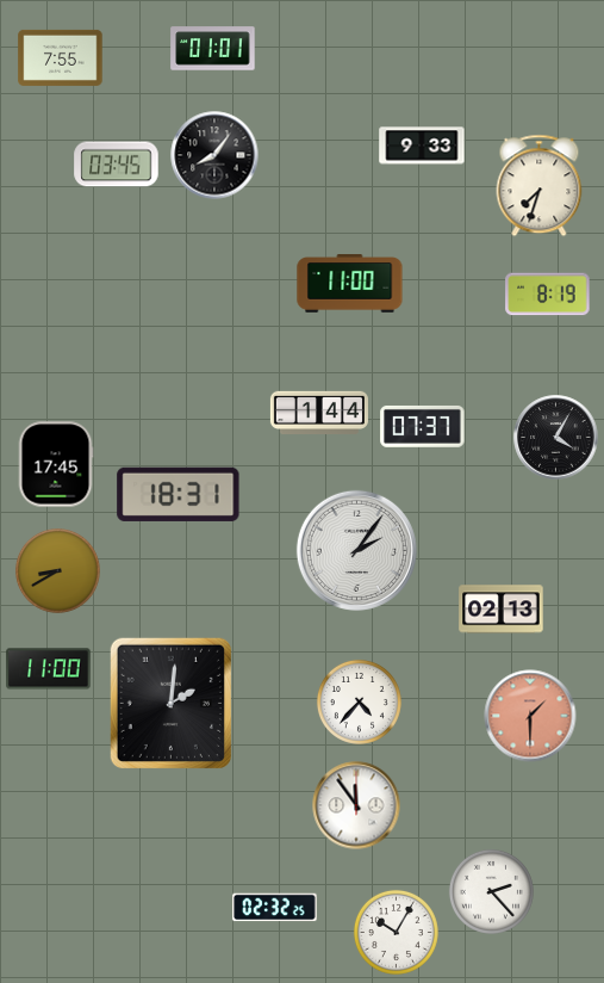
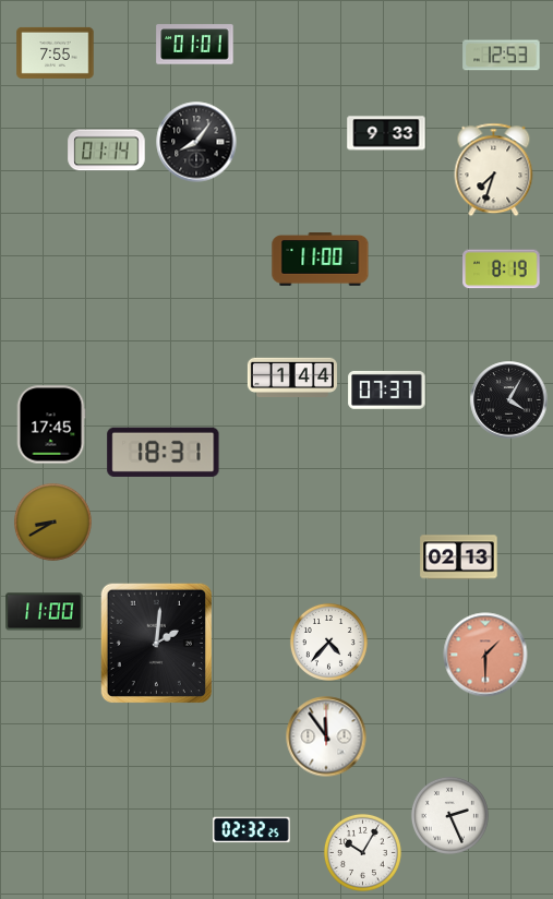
clock at (502, 56): none -> 12:53
clock at (117, 165): 03:45 -> 01:14
clock at (356, 550): 2:06 -> none
clock at (491, 891): 2:23 -> 2:26
